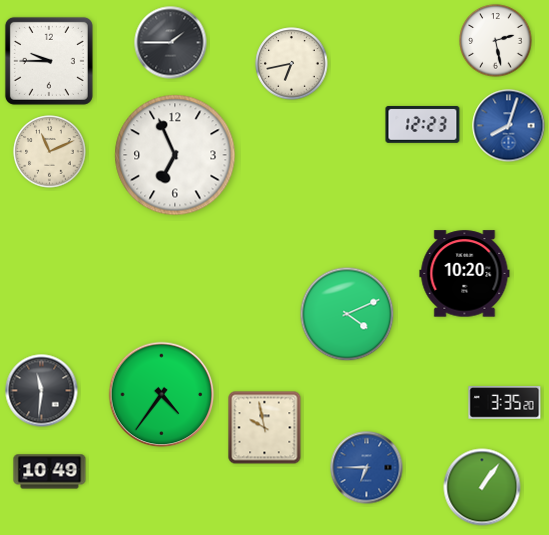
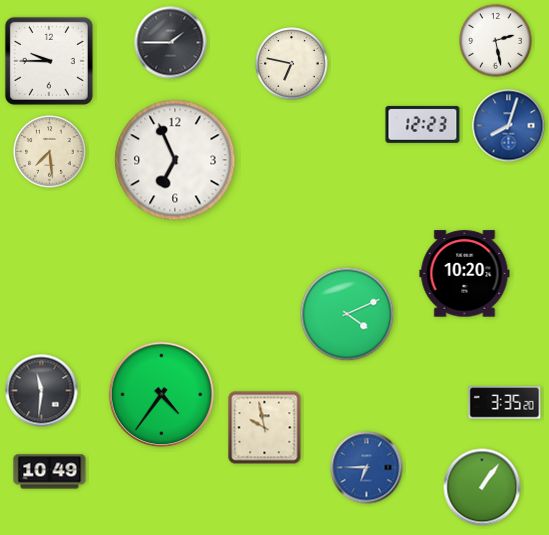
clock at (292, 64): 6:43 -> 6:47
clock at (50, 152): 11:11 -> 7:29
clock at (175, 155) position: (175, 155) -> (175, 160)
